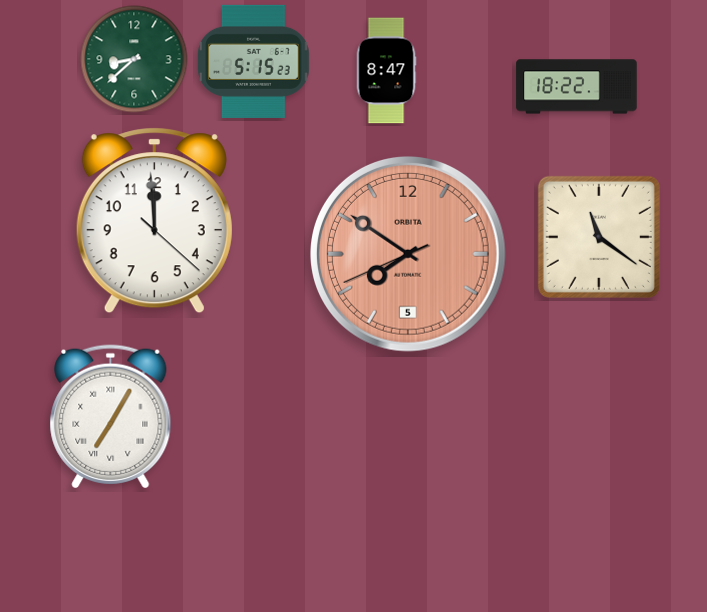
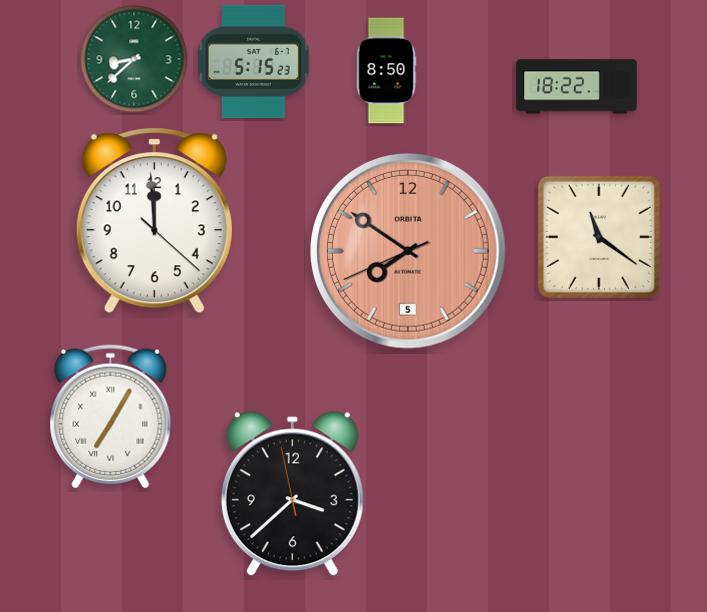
clock at (386, 71): 8:47 -> 8:50
clock at (409, 255) position: (409, 255) -> (409, 252)
clock at (292, 494): none -> 3:37
